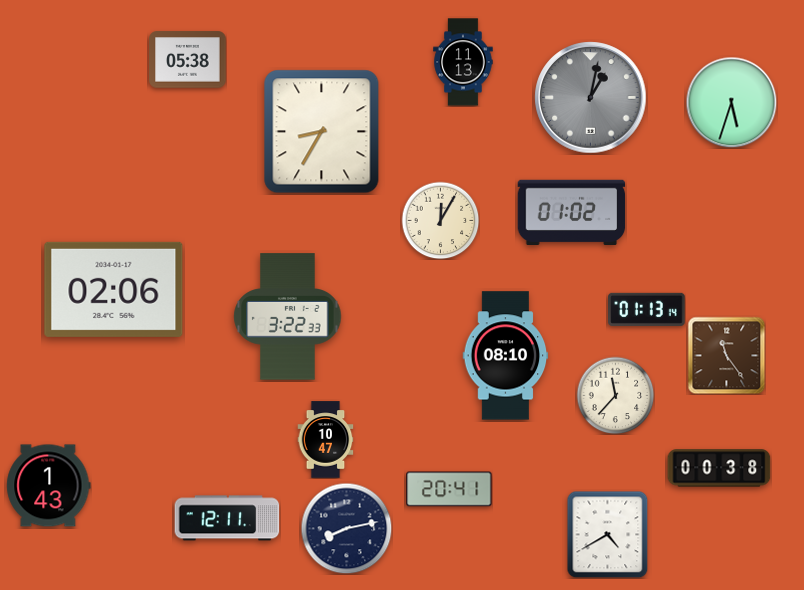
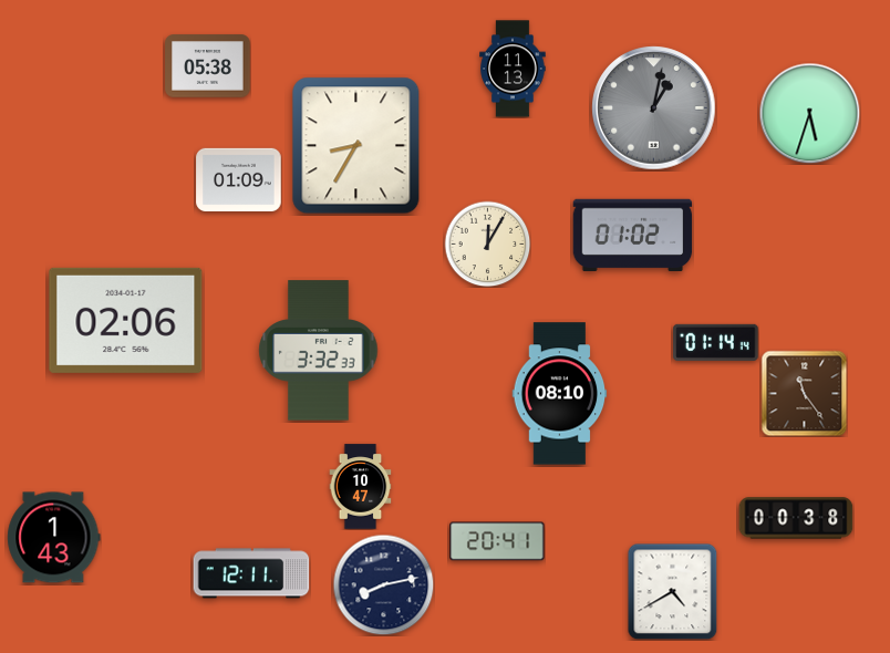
clock at (239, 179): none -> 01:09
clock at (647, 309): 01:13 -> 01:14
clock at (288, 317): 3:22 -> 3:32
clock at (615, 395): 11:37 -> none
